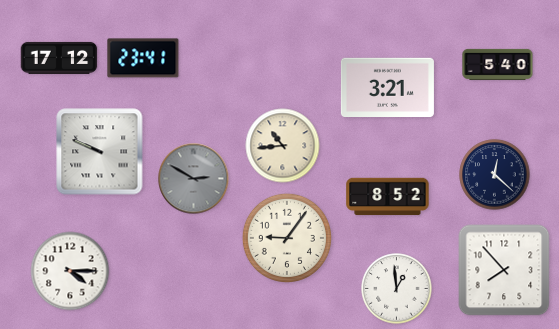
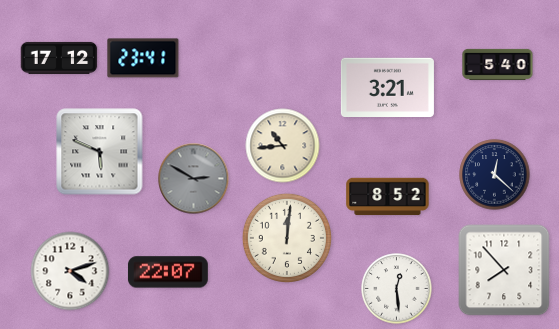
clock at (100, 152): 9:49 -> 5:49
clock at (287, 238): 9:06 -> 12:01
clock at (70, 271): 4:15 -> 4:12
clock at (168, 272): none -> 22:07
clock at (397, 289): 12:59 -> 12:29
